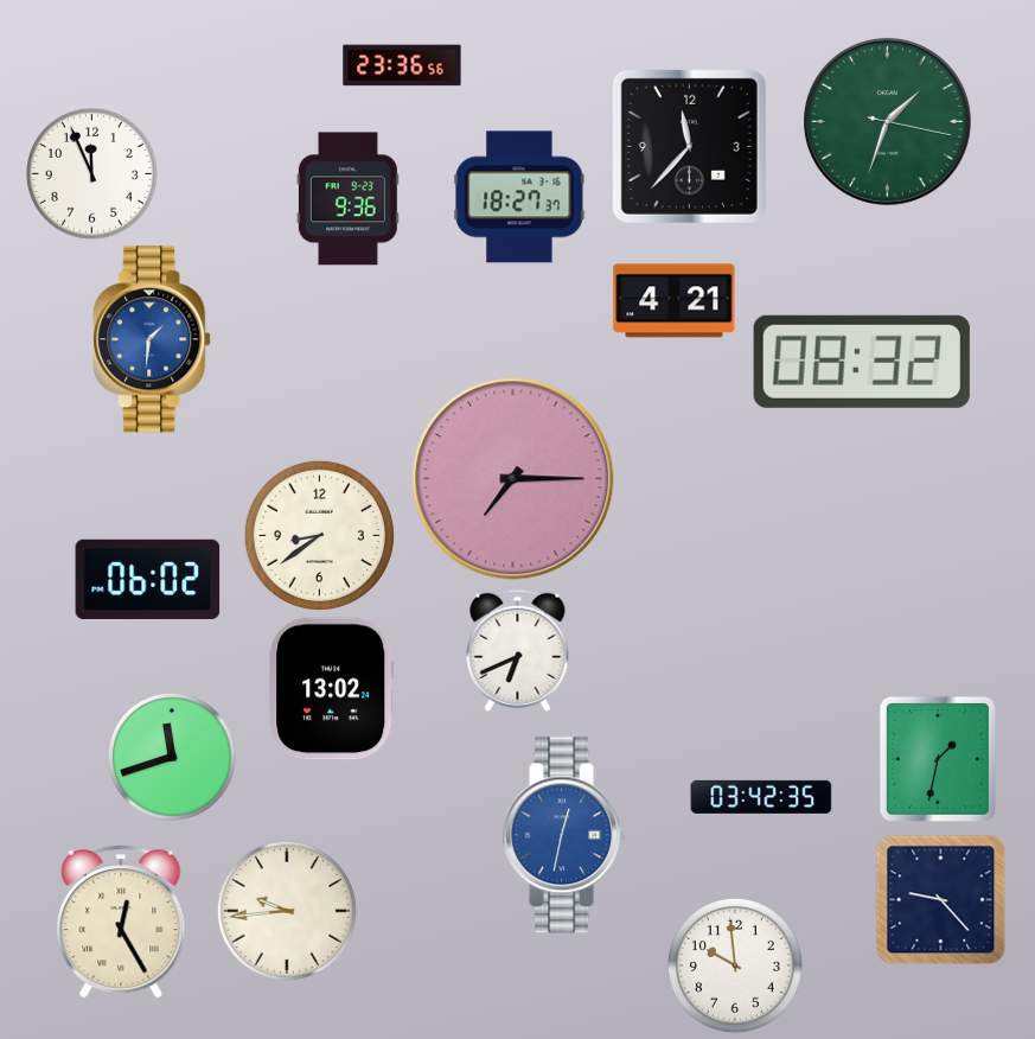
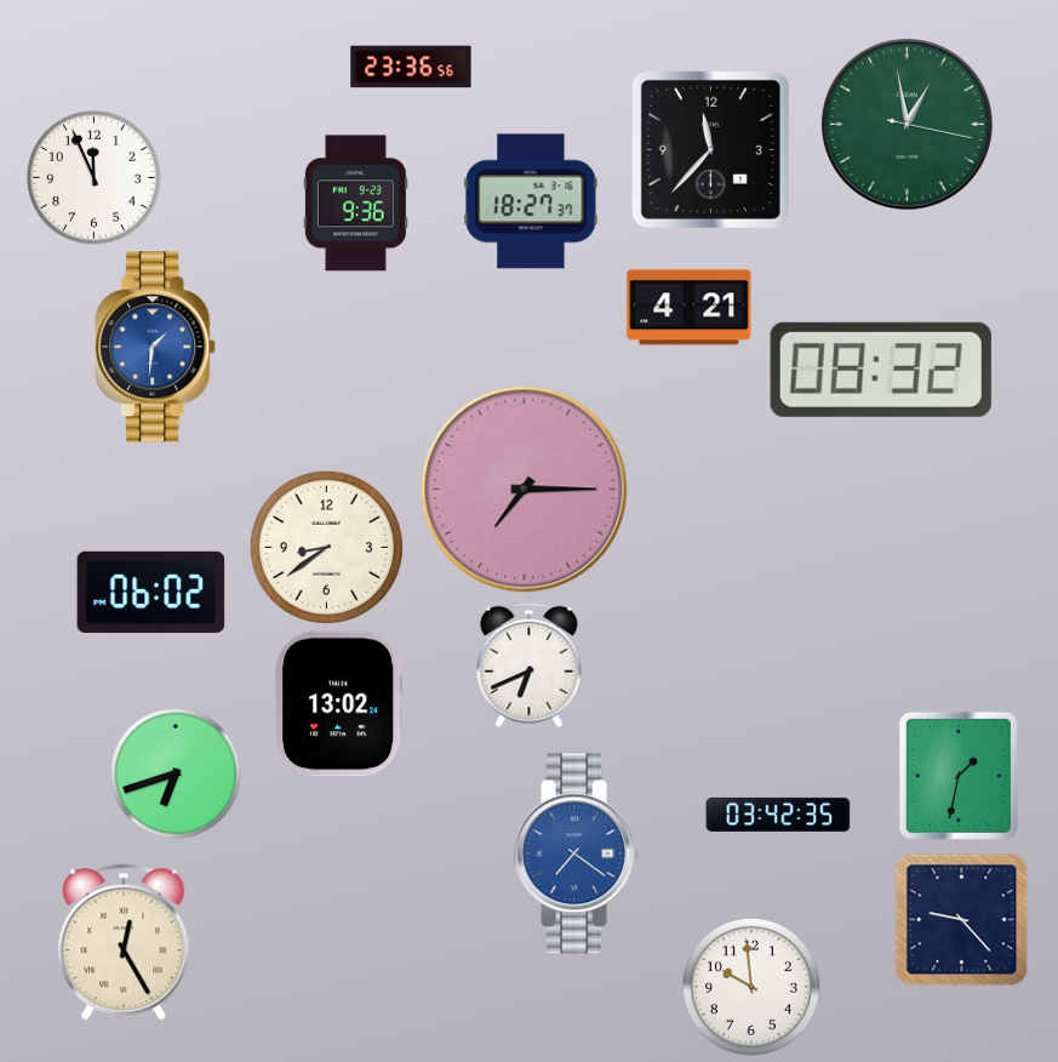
clock at (887, 121): 1:33 -> 12:58
clock at (689, 146) position: (689, 146) -> (710, 149)
clock at (172, 757): 11:42 -> 6:42
clock at (564, 835): 12:32 -> 7:21
clock at (287, 911): 9:44 -> none
